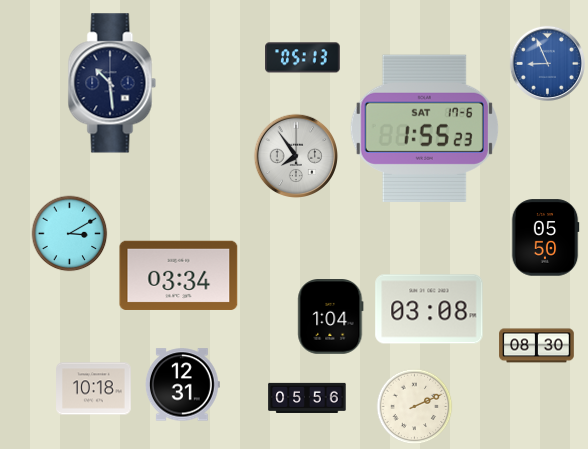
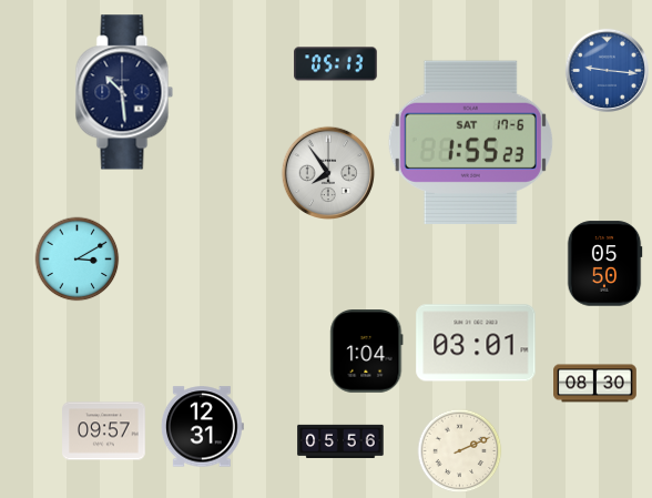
clock at (547, 63): 8:56 -> 9:16
clock at (179, 275): 03:34 -> none
clock at (429, 309): 03:08 -> 03:01
clock at (94, 389): 10:18 -> 09:57
